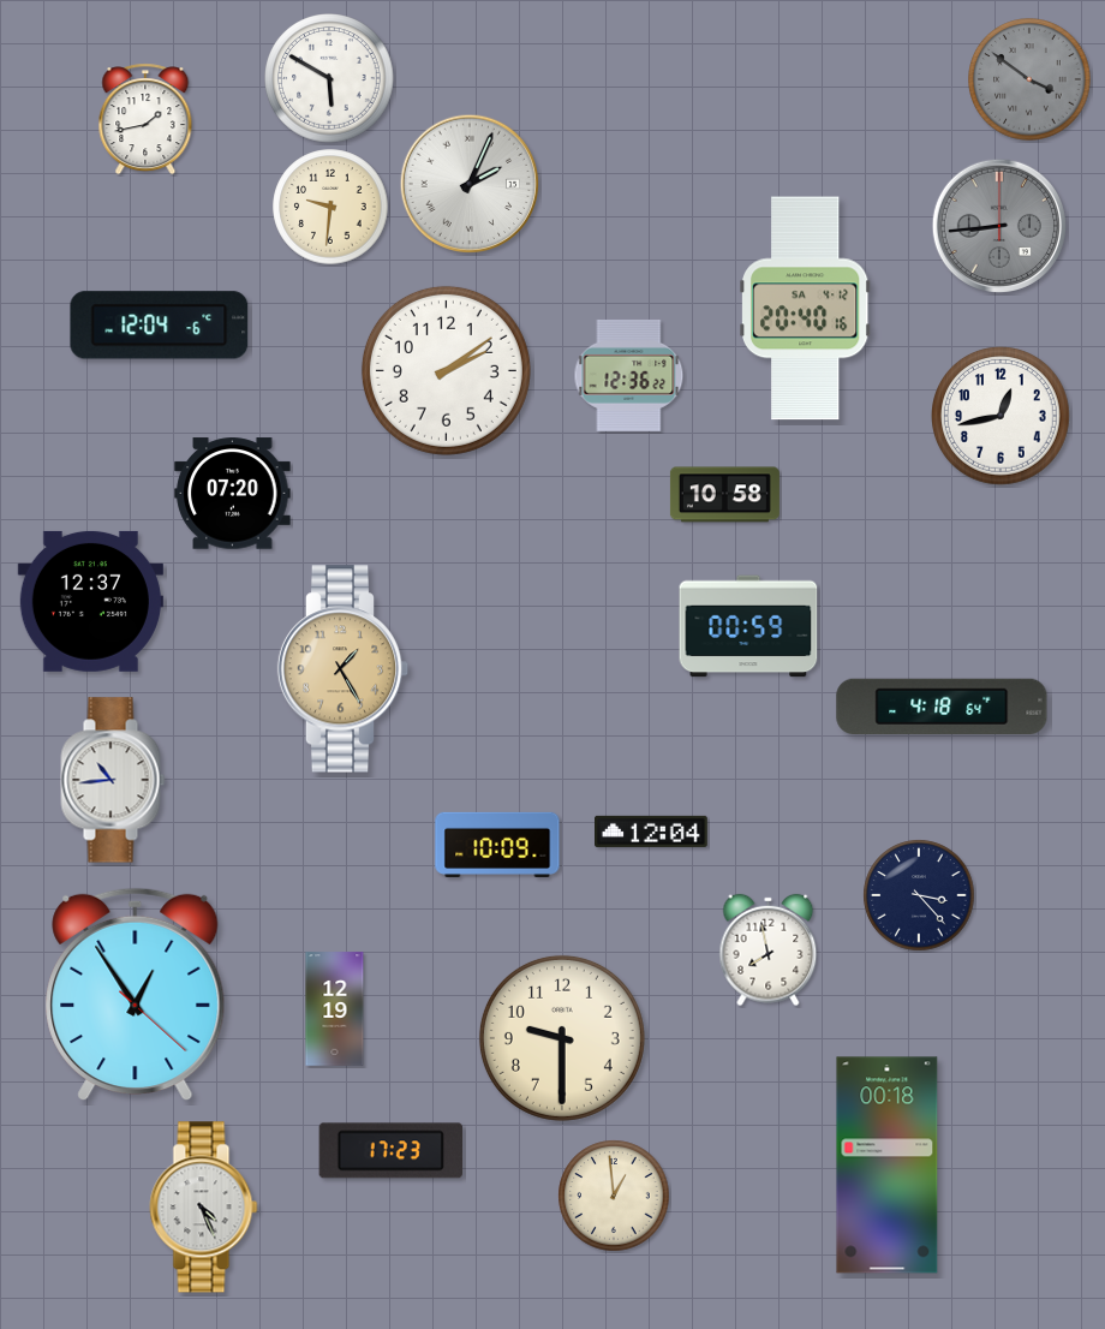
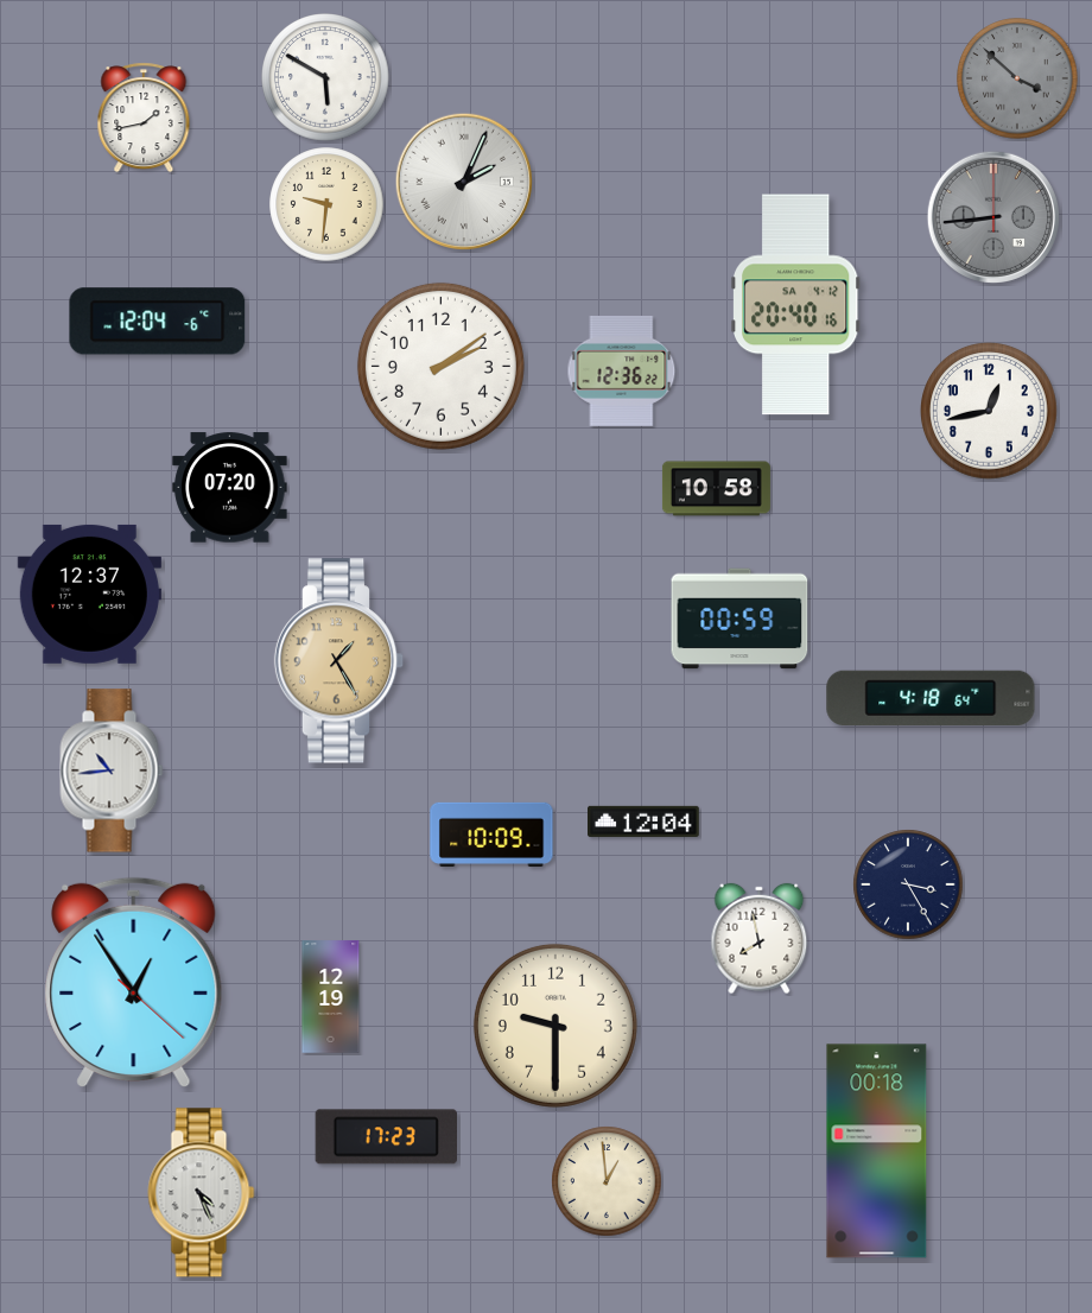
clock at (1029, 79): 3:51 -> 3:52
clock at (999, 226) position: (999, 226) -> (993, 217)
clock at (919, 895): 3:23 -> 3:25
